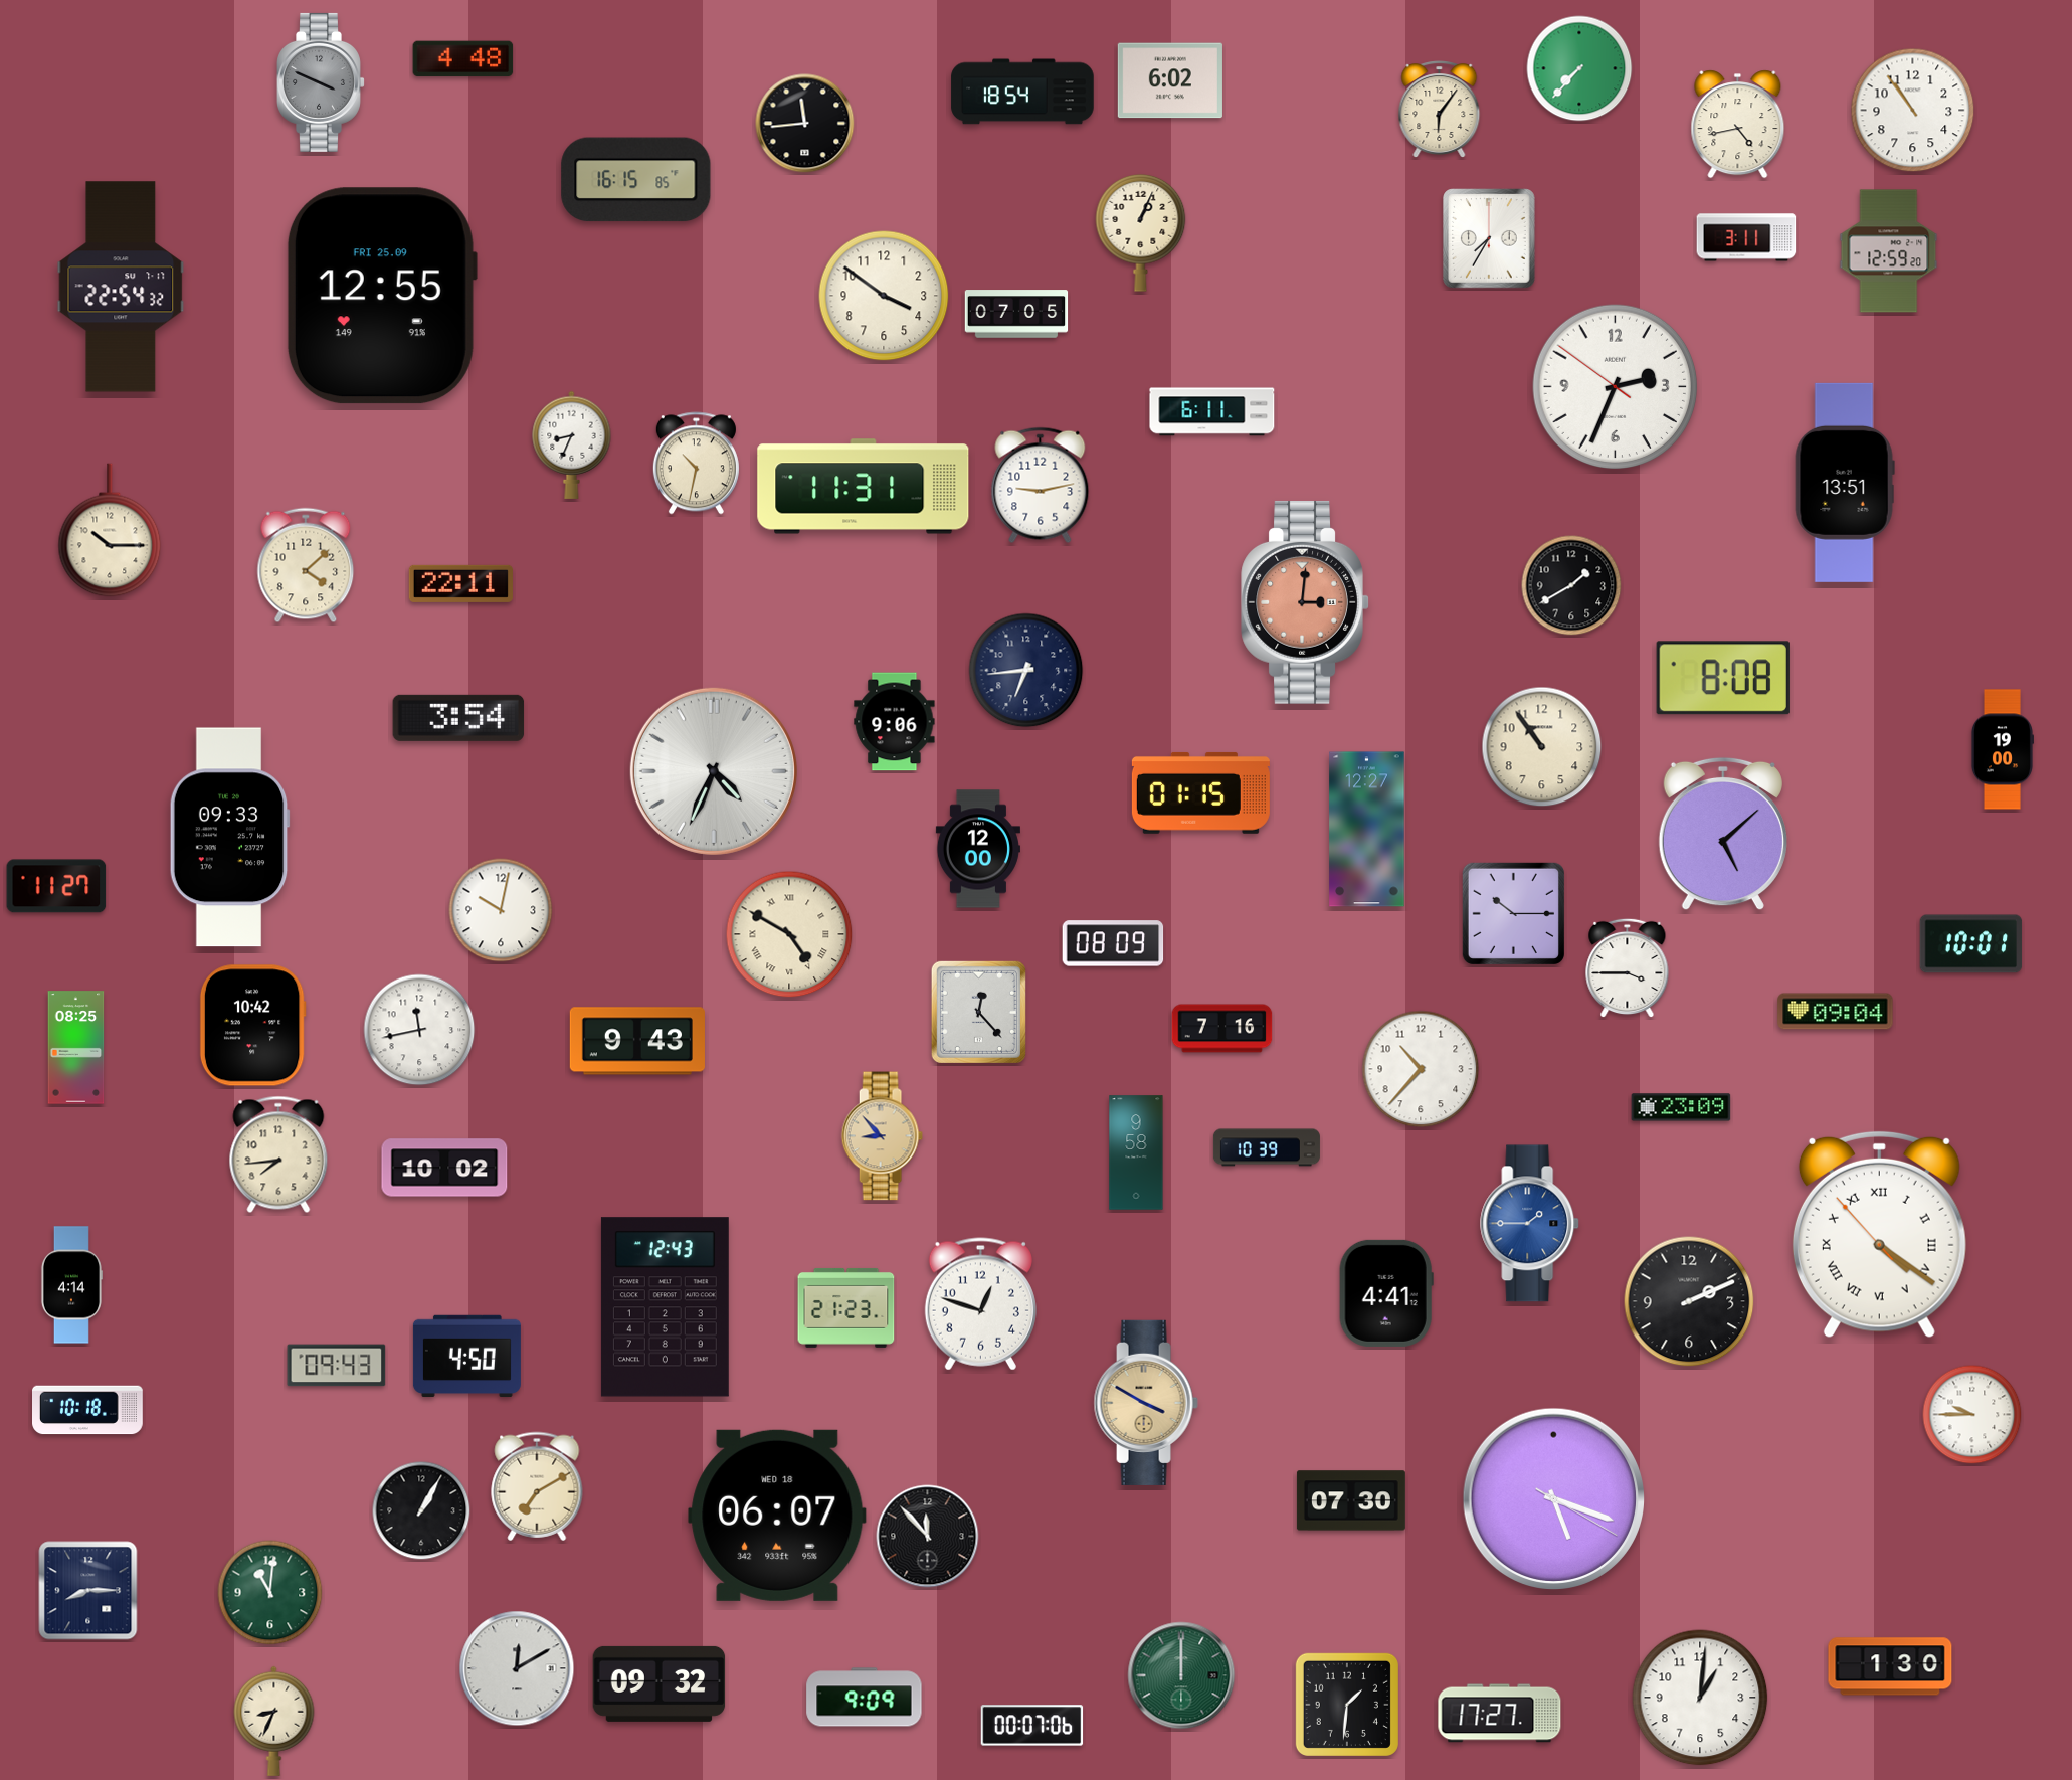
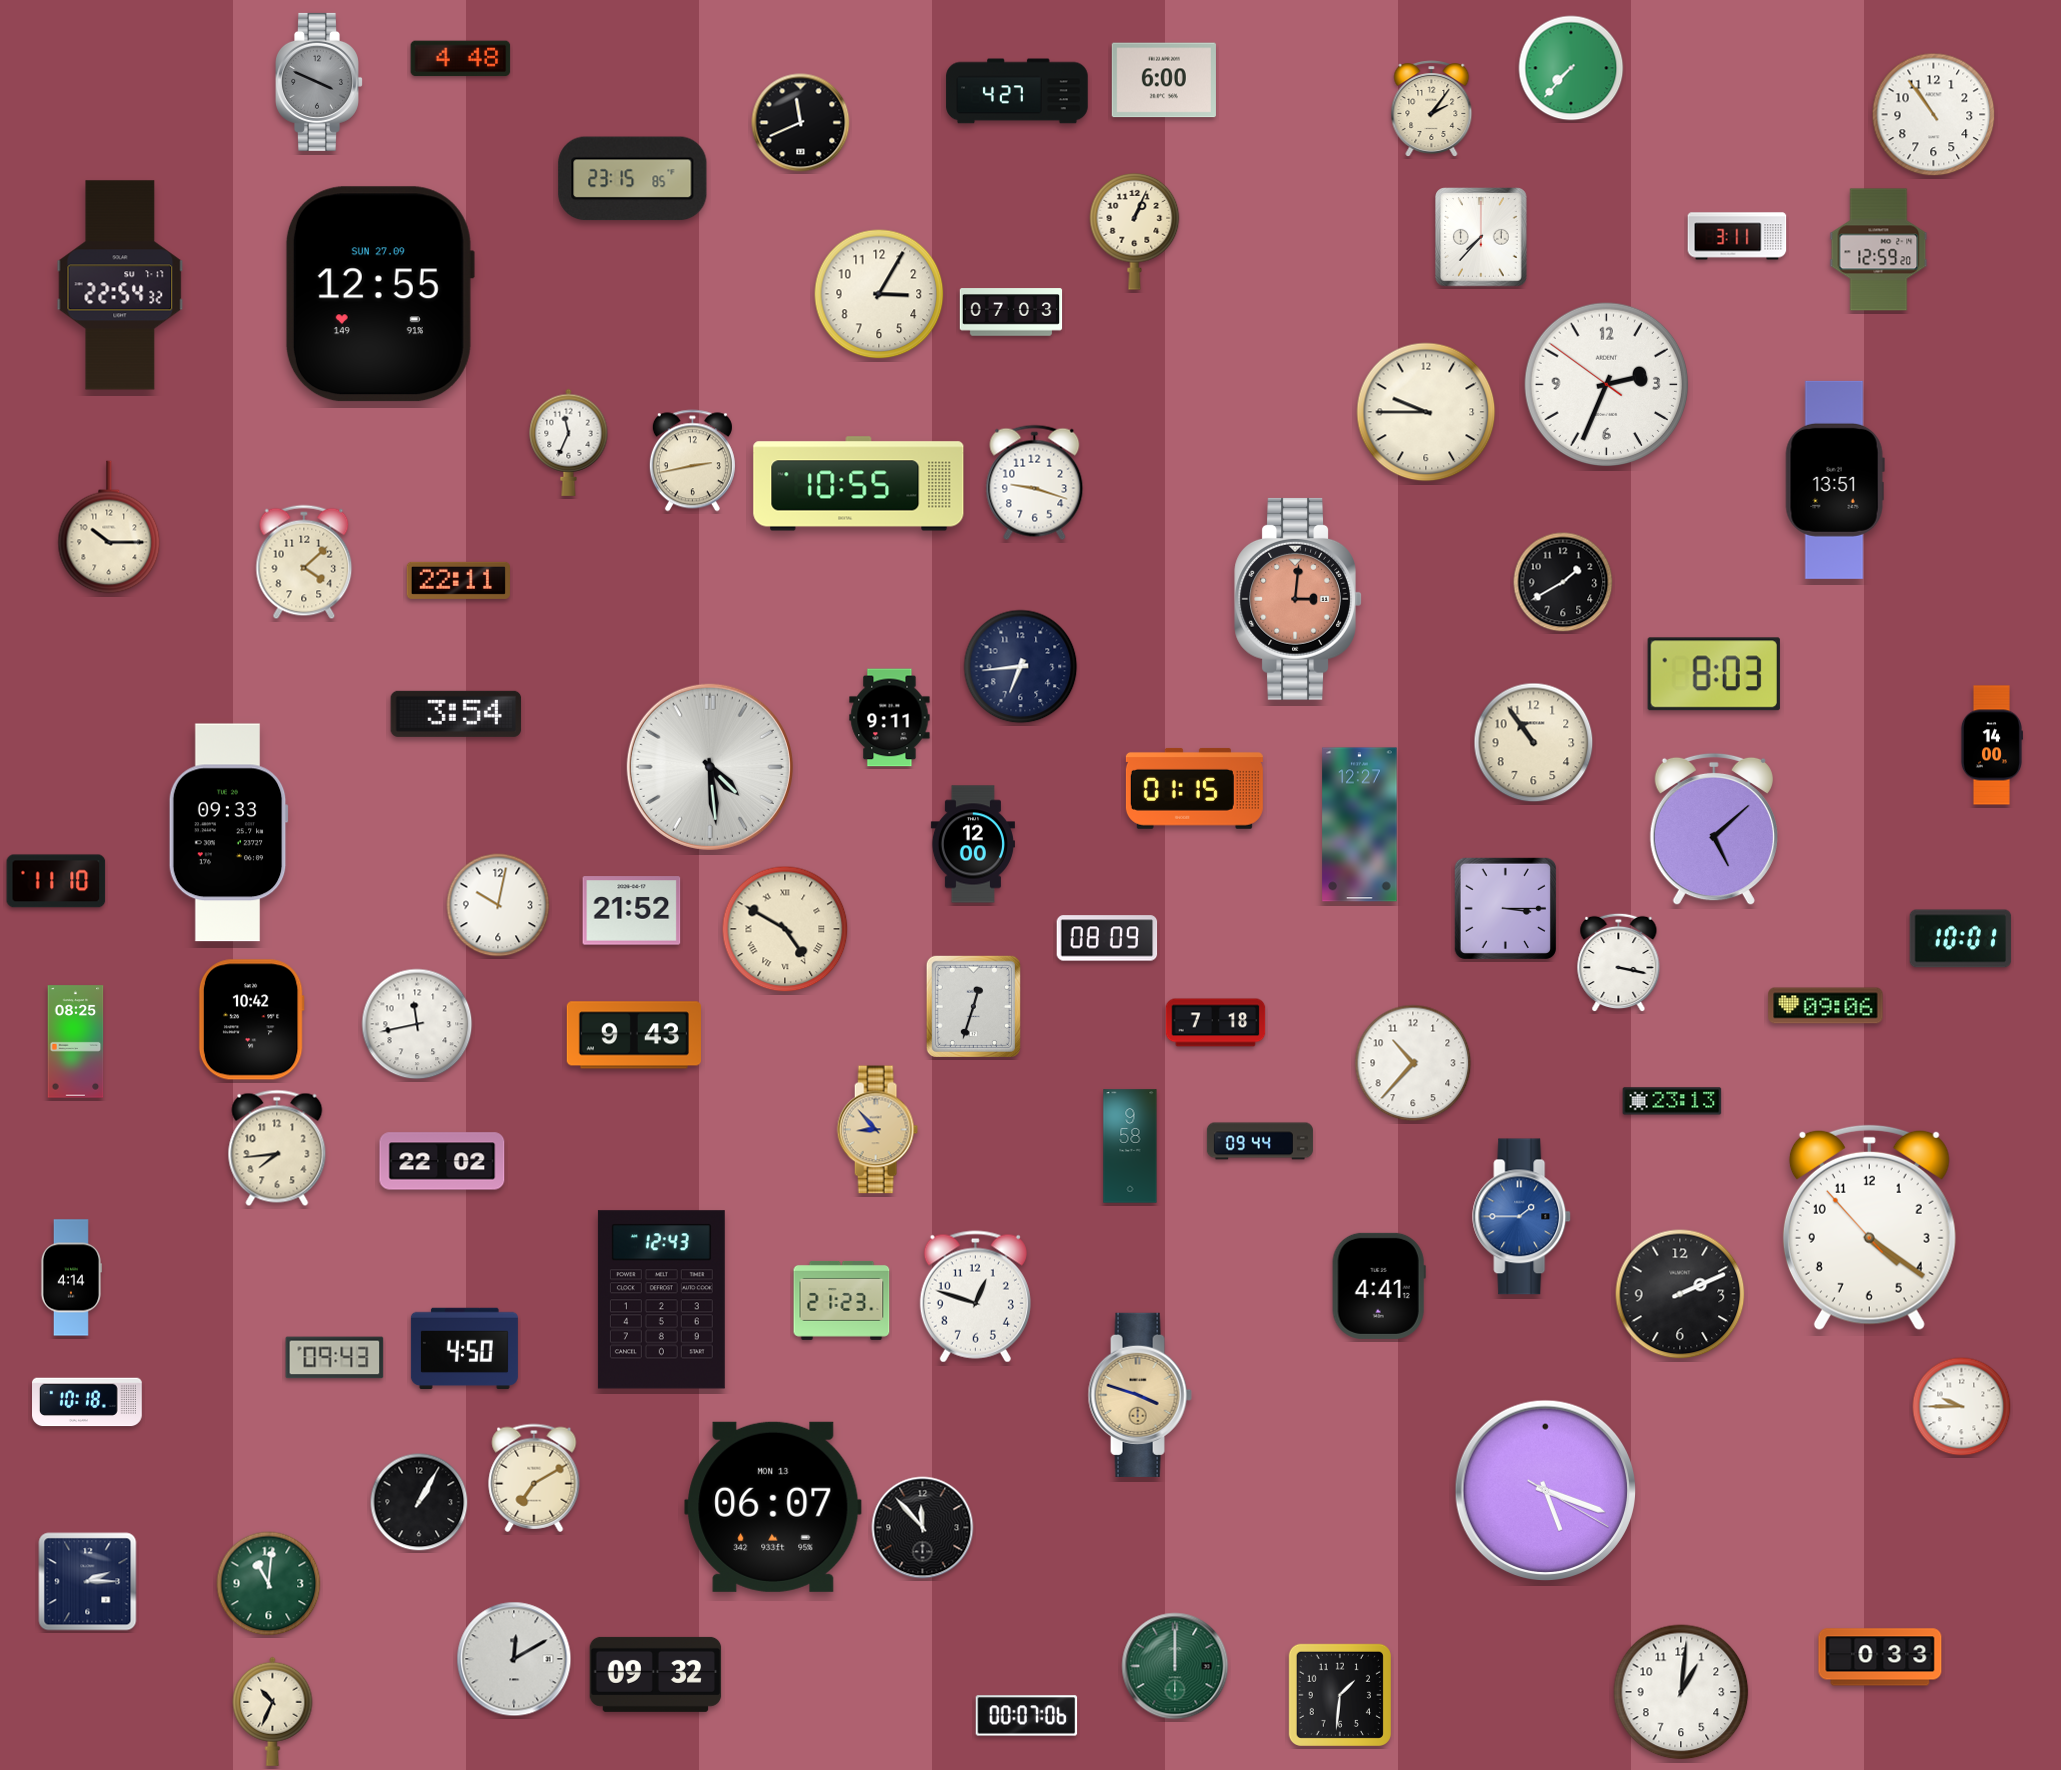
clock at (1170, 80): 6:02 -> 6:00
clock at (1022, 92): 18:54 -> 4:27
clock at (1440, 110): 6:06 -> 2:06
clock at (1913, 111) position: (1913, 111) -> (1934, 115)
clock at (805, 124): 11:44 -> 11:41
clock at (1738, 125): 4:43 -> none
clock at (636, 180): 16:15 -> 23:15
clock at (1489, 238): 7:35 -> 7:37
clock at (381, 296) date: FRI 25.09 -> SUN 27.09
clock at (884, 296): 3:51 -> 3:05
clock at (1016, 314): 07:05 -> 07:03
clock at (1212, 412): 6:11 -> none
clock at (1426, 412): none -> 9:45
clock at (572, 444): 8:34 -> 11:34
clock at (696, 464): 10:32 -> 2:43
clock at (1041, 486): 9:13 -> 9:18
clock at (864, 487): 11:31 -> 10:55
clock at (1723, 678): 8:08 -> 8:03
clock at (895, 722): 9:06 -> 9:11
clock at (2002, 749): 19:00 -> 14:00
clock at (714, 771): 4:34 -> 4:29
clock at (56, 886): 11:27 -> 11:10
clock at (1513, 913): 10:15 -> 3:15
clock at (632, 911): none -> 21:52
clock at (1628, 968): 3:45 -> 3:17
clock at (978, 1012): 12:23 -> 12:33
clock at (1836, 1012): 09:04 -> 09:06
clock at (1222, 1029): 7:16 -> 7:18
clock at (1681, 1107): 23:09 -> 23:13
clock at (1267, 1147): 10:39 -> 09:44
clock at (444, 1168): 10:02 -> 22:02
clock at (1879, 1235) numerals: Roman -> Arabic
clock at (1146, 1403): 3:50 -> 3:48
clock at (1351, 1500): 07:30 -> none
clock at (777, 1516) date: WED 18 -> MON 13
clock at (88, 1591): 8:15 -> 2:15
clock at (1890, 1666): 1:30 -> 0:33
clock at (865, 1698): 9:09 -> none
clock at (1700, 1698) position: (1700, 1698) -> (1681, 1692)
clock at (1500, 1714): 17:27 -> none
clock at (274, 1721): 8:34 -> 10:34
